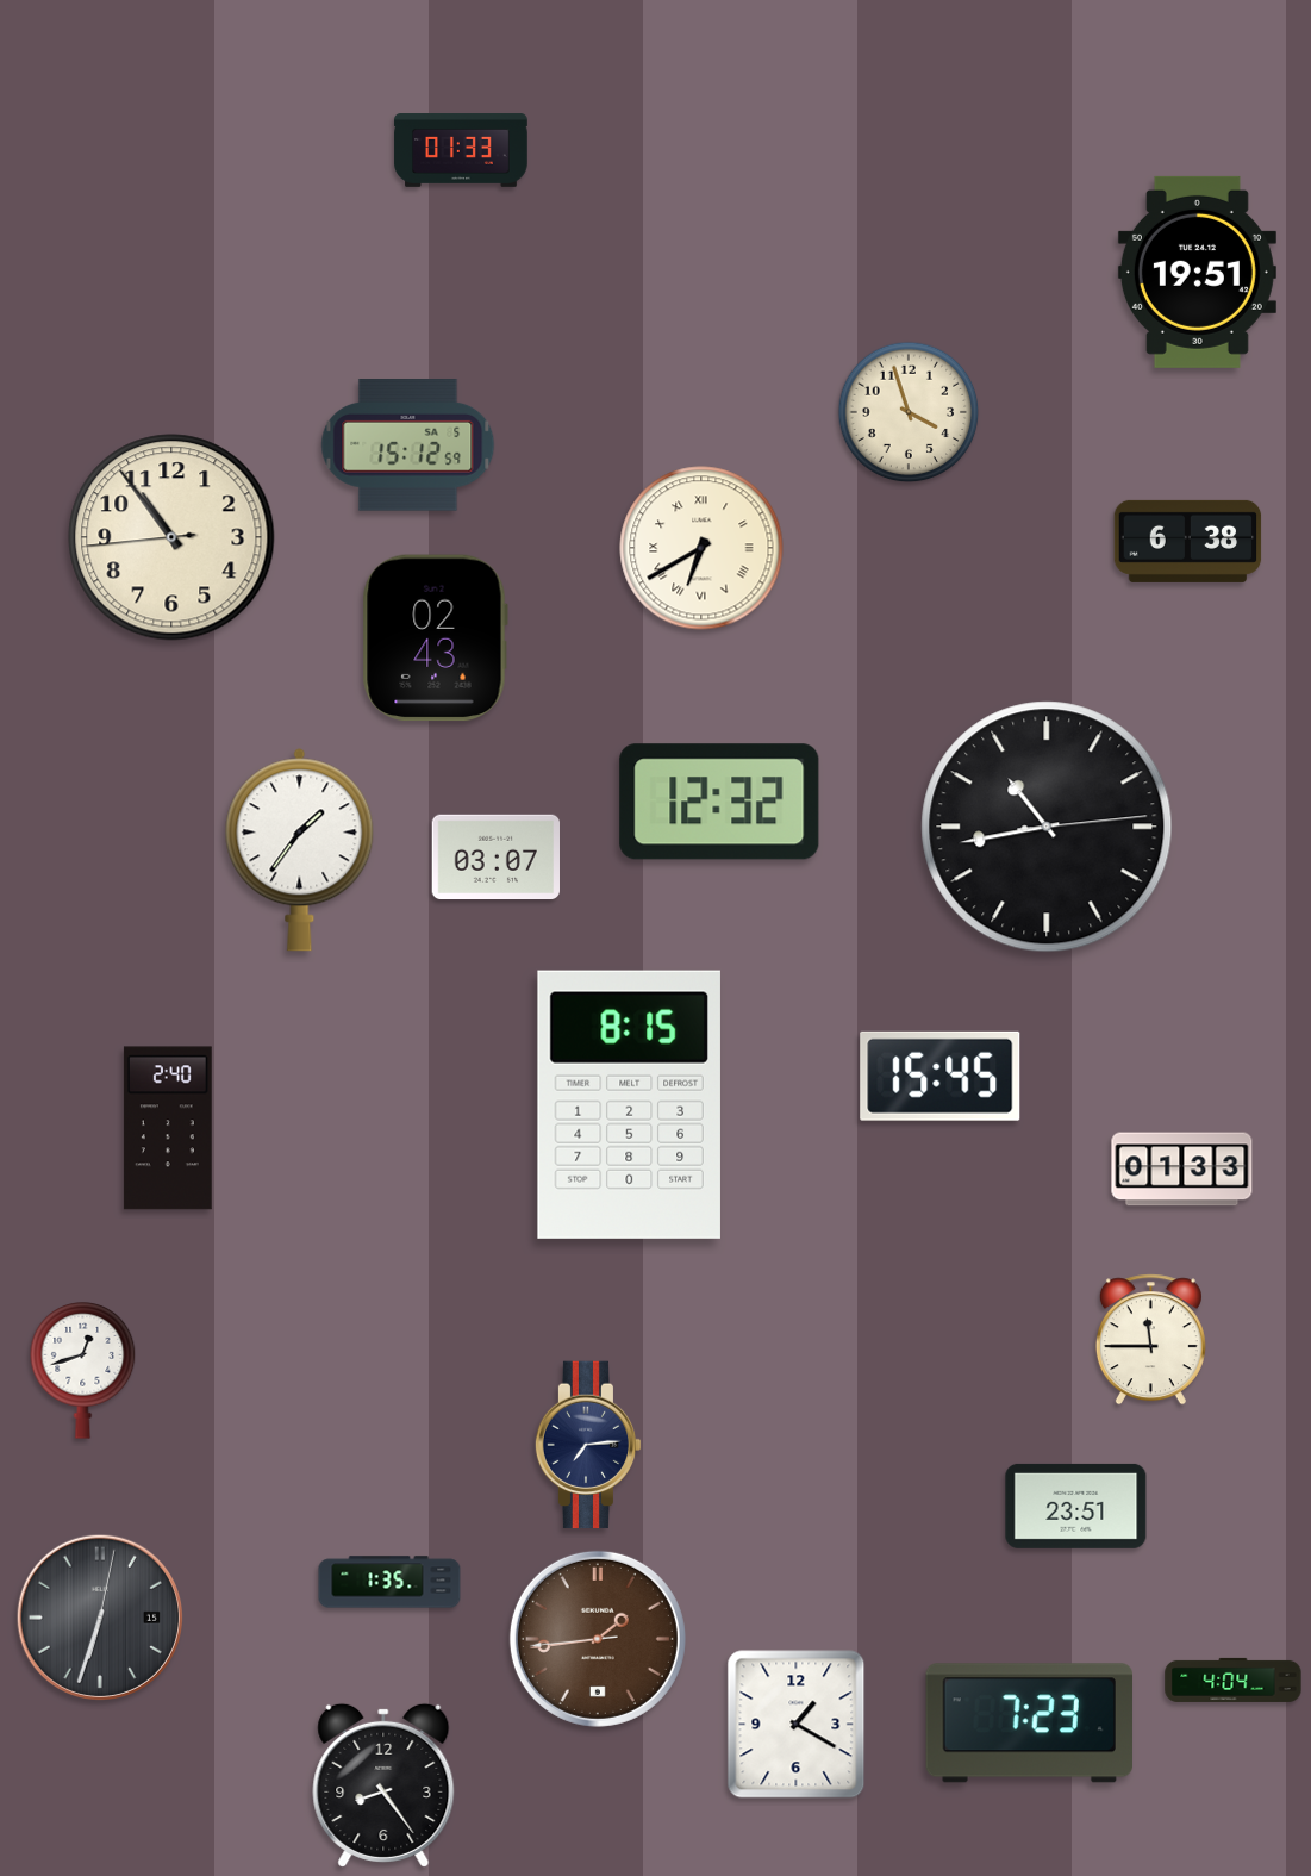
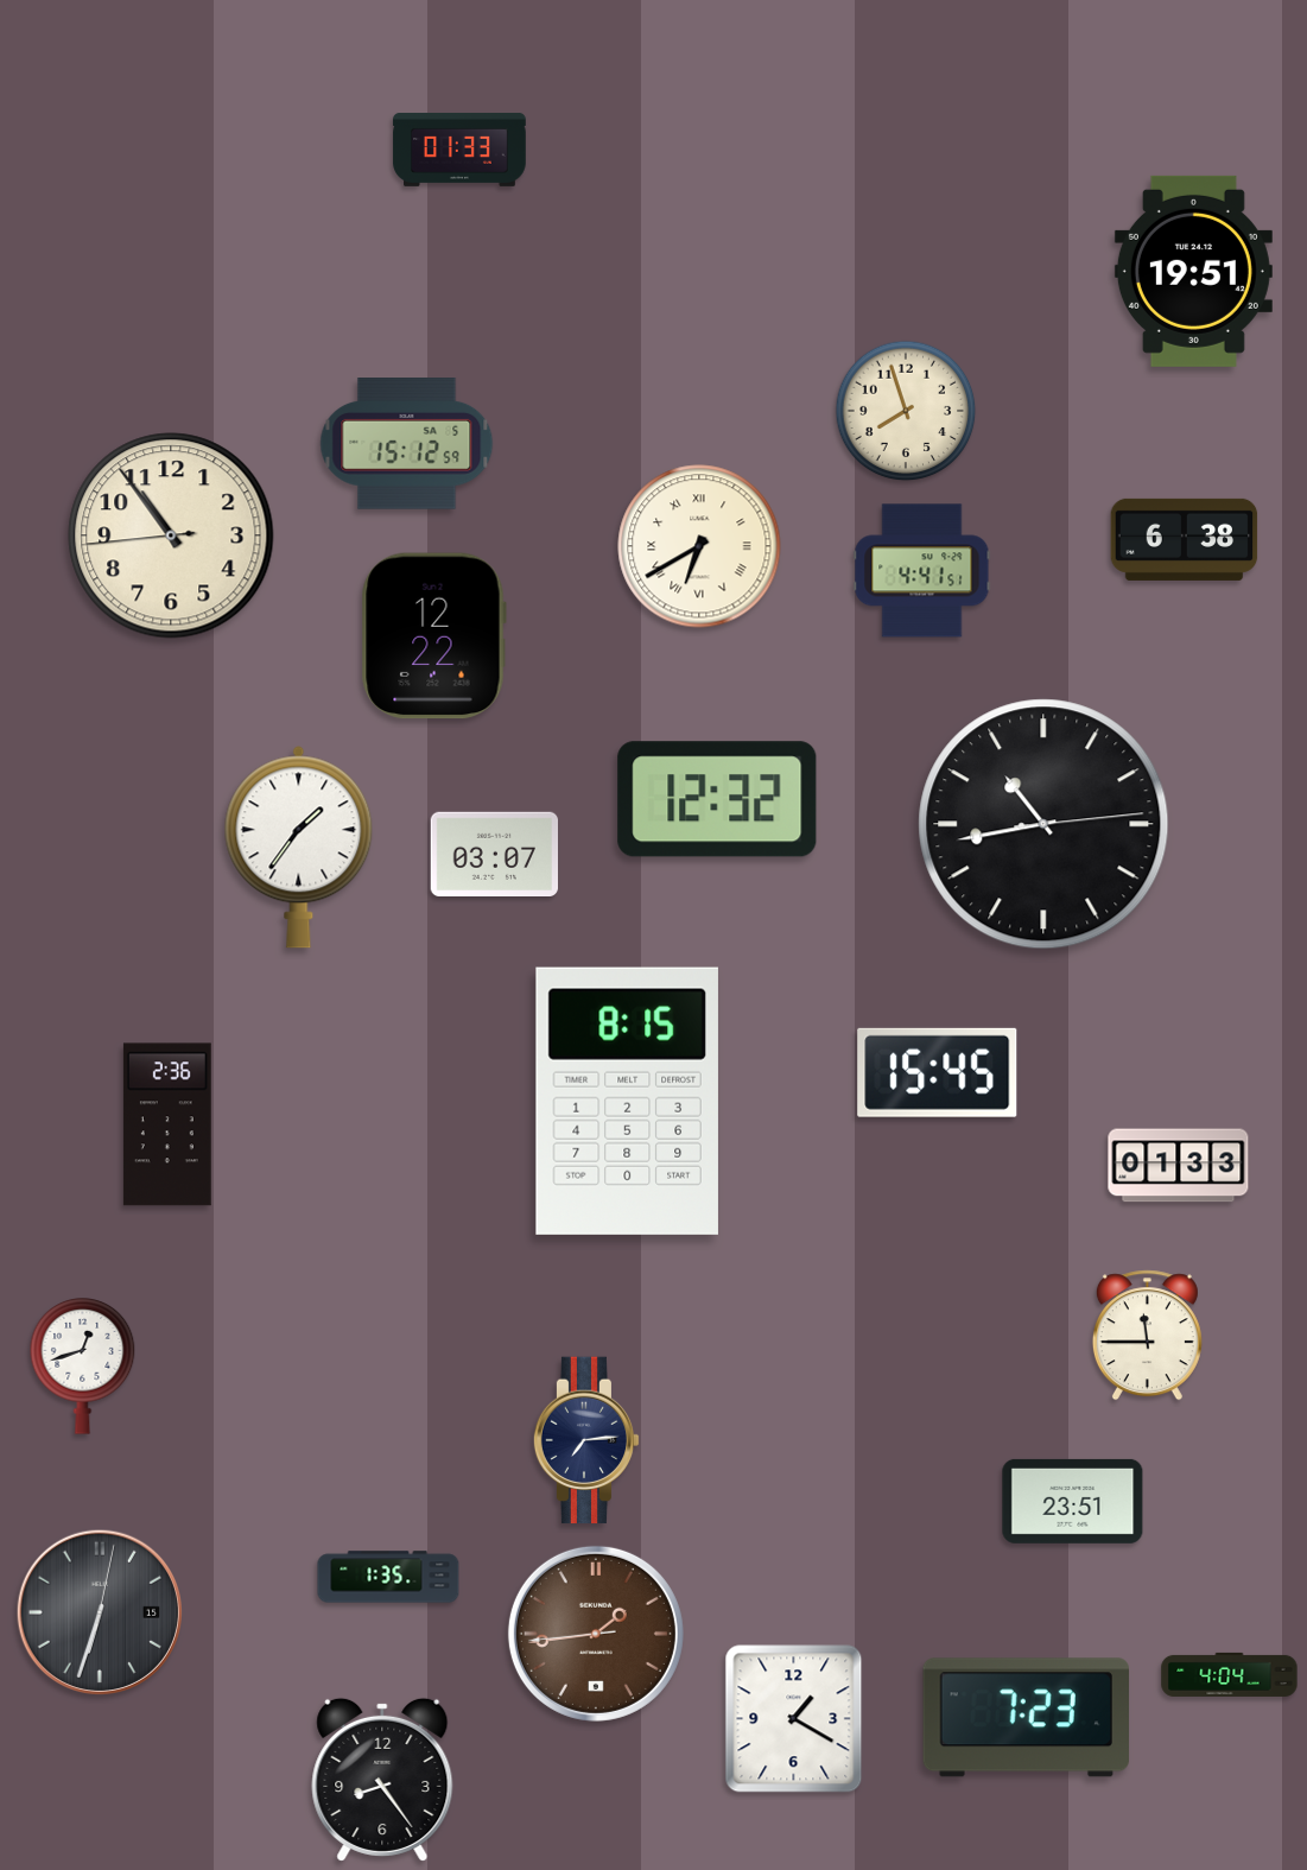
clock at (909, 412): 3:57 -> 7:57
clock at (922, 571): none -> 4:41
clock at (435, 638): 02:43 -> 12:22
clock at (168, 1128): 2:40 -> 2:36
